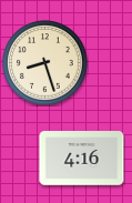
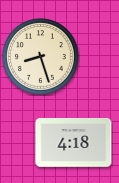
clock at (82, 159): 4:16 -> 4:18
